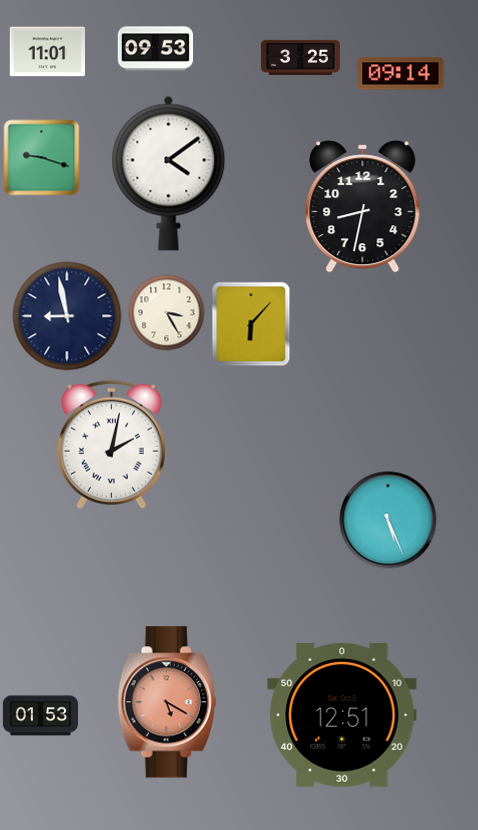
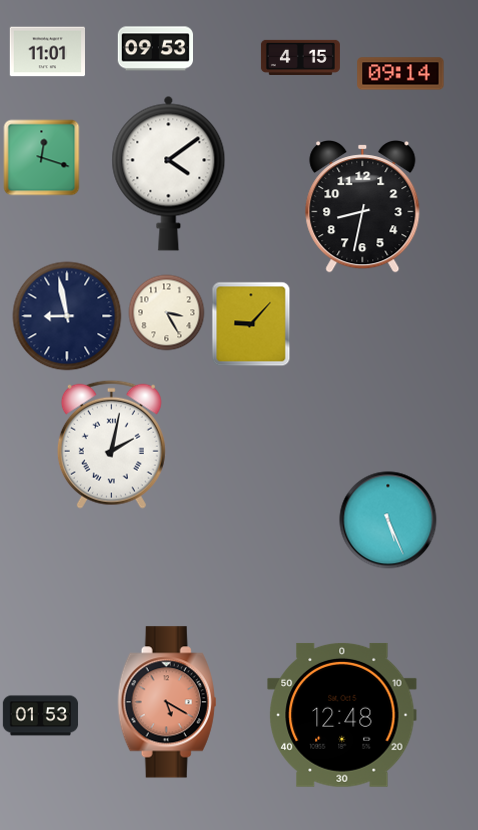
clock at (300, 57): 3:25 -> 4:15
clock at (42, 158): 9:18 -> 12:18
clock at (251, 324): 6:07 -> 9:07
clock at (342, 715): 12:51 -> 12:48
